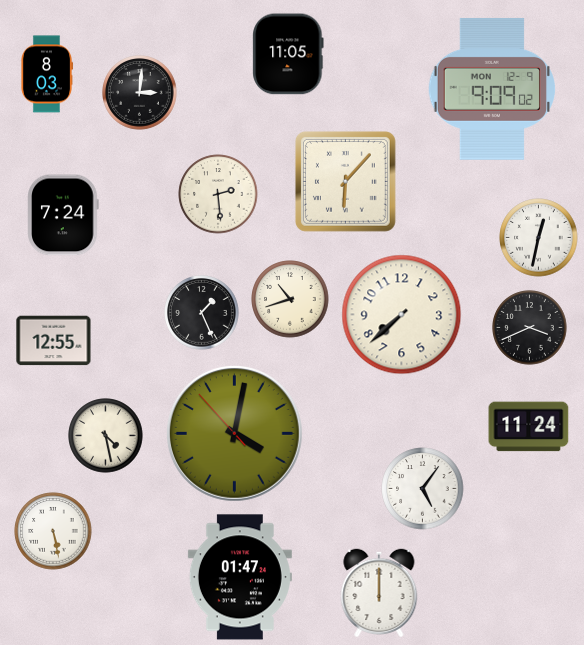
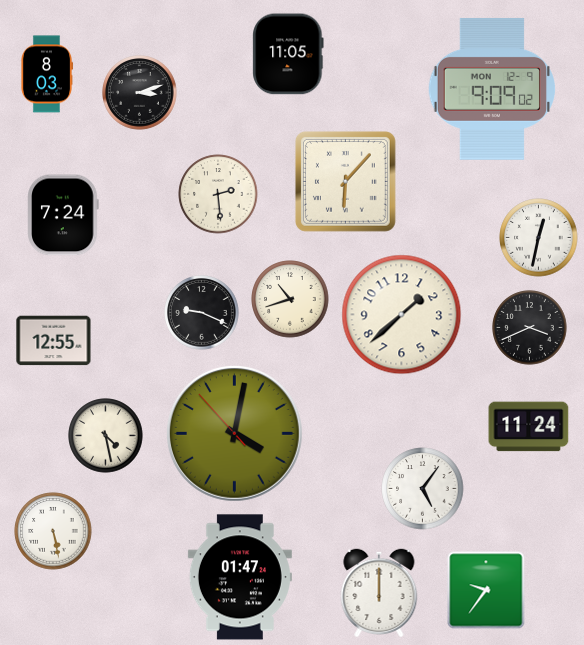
clock at (140, 93): 3:01 -> 3:12
clock at (202, 313): 1:26 -> 9:19
clock at (402, 315): 7:38 -> 1:38
clock at (486, 590): none -> 9:36
